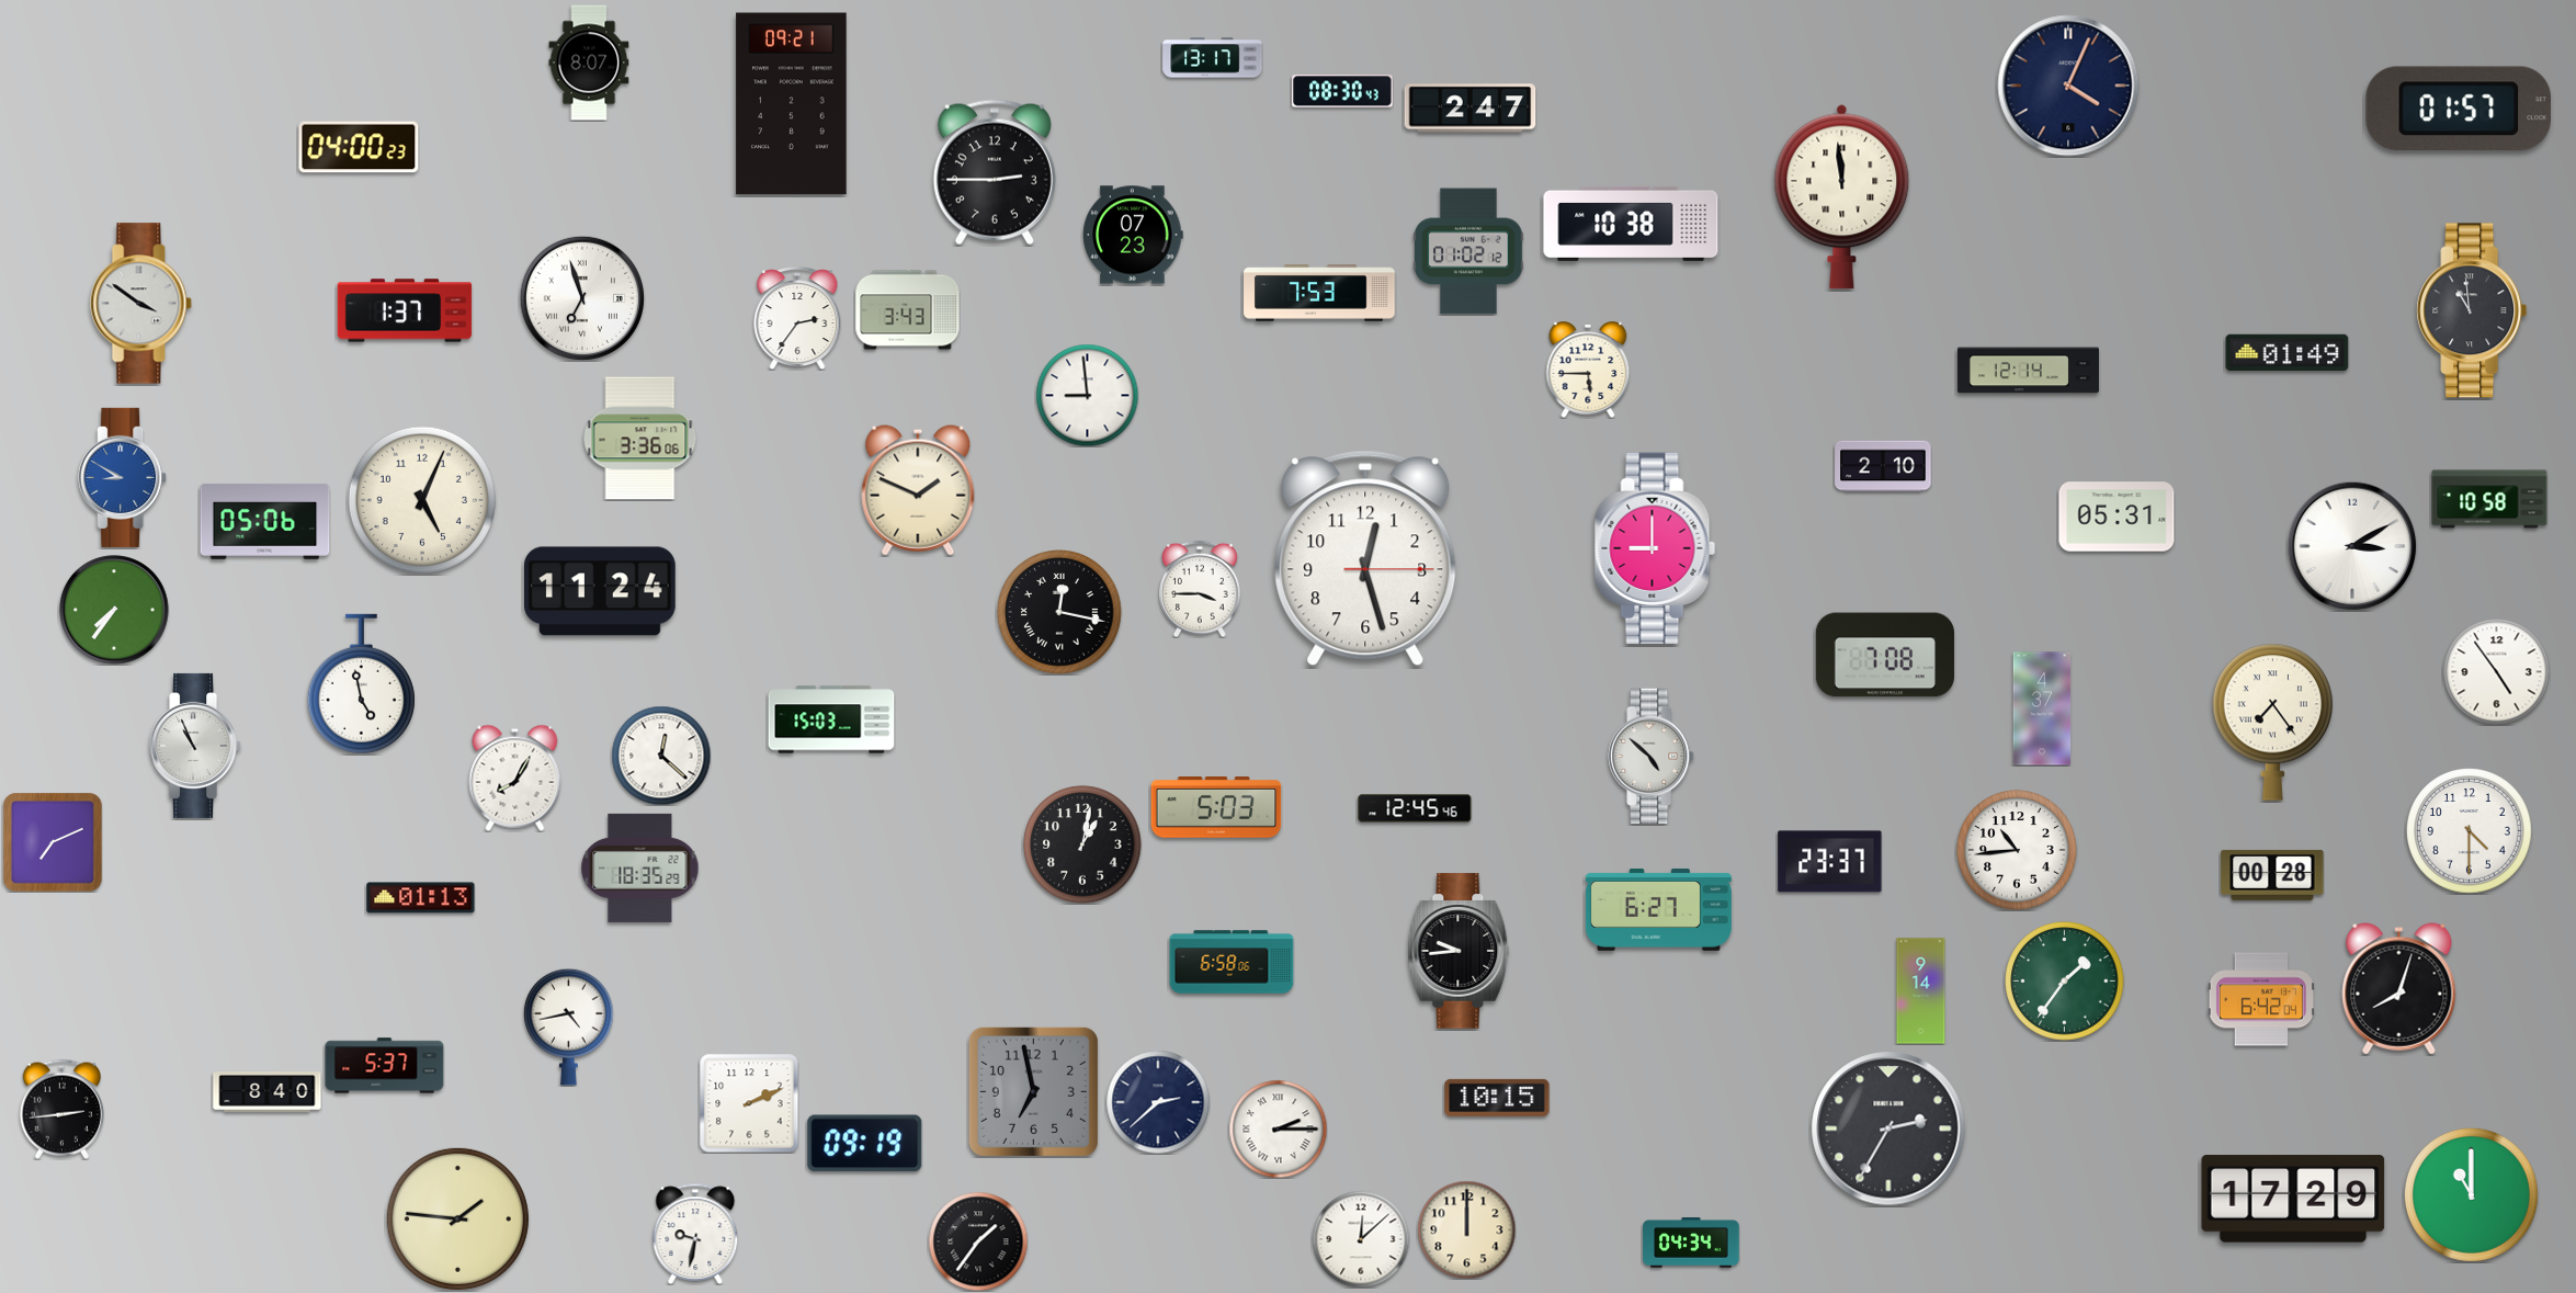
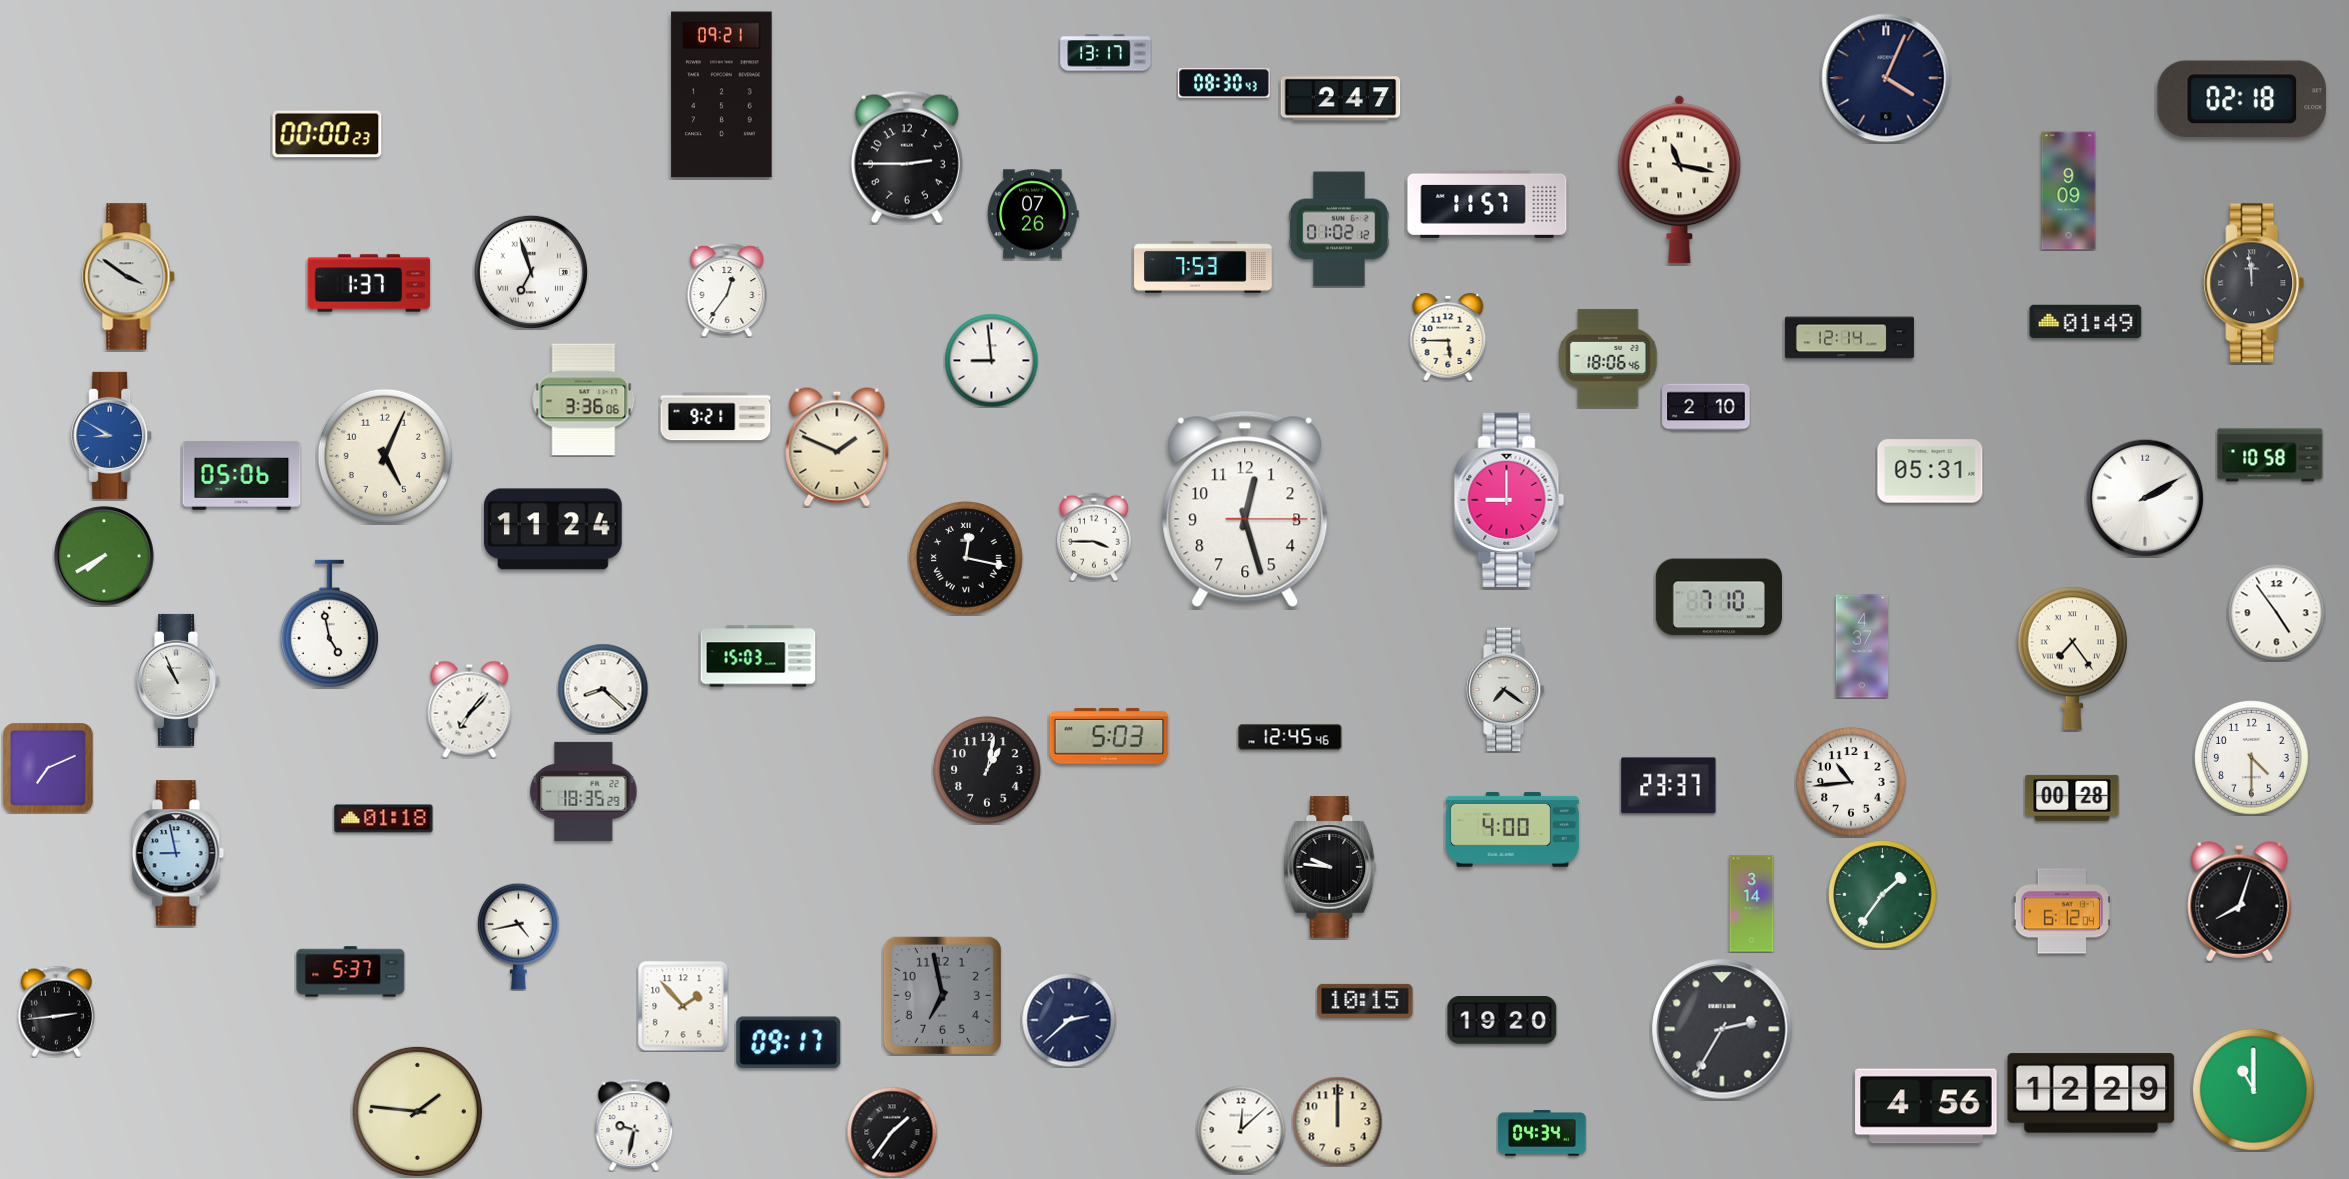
clock at (589, 63): 8:07 -> none
clock at (2458, 109): 01:57 -> 02:18
clock at (359, 147): 04:00 -> 00:00
clock at (1842, 196): 11:59 -> 11:17
clock at (2069, 191): none -> 9:09
clock at (1631, 224): 10:38 -> 11:57
clock at (1133, 235): 07:23 -> 07:26
clock at (908, 310): 3:43 -> none
clock at (2472, 310): 10:59 -> 11:59
clock at (797, 318): 2:36 -> 12:36
clock at (1608, 358): none -> 18:06
clock at (716, 417): none -> 9:21
clock at (1883, 466) position: (1883, 466) -> (1706, 407)
clock at (2352, 546): 3:10 -> 2:10
clock at (601, 591) position: (601, 591) -> (554, 529)
clock at (114, 610): 7:36 -> 7:40
clock at (1884, 655): 7:08 -> 7:10
clock at (661, 756): 12:22 -> 8:22
clock at (1652, 757): 4:52 -> 7:21
clock at (515, 778): 8:05 -> 7:07
clock at (2017, 850) position: (2017, 850) -> (1851, 782)
clock at (421, 898): 01:13 -> 01:18
clock at (1658, 909): 6:27 -> 4:00
clock at (178, 853): none -> 8:58
clock at (1459, 951): 9:44 -> 9:46
clock at (1232, 962): 6:58 -> none
clock at (2399, 989) position: (2399, 989) -> (2240, 902)
clock at (1921, 991): 9:14 -> 3:14
clock at (2261, 999): 6:42 -> 6:12
clock at (268, 1092): 8:40 -> none
clock at (1158, 1102) position: (1158, 1102) -> (1069, 1020)
clock at (749, 1103): 2:11 -> 1:53
clock at (1502, 1021): none -> 19:20
clock at (1278, 1128): 2:15 -> none
clock at (865, 1144): 09:19 -> 09:17
clock at (2293, 1199): 17:29 -> 12:29
clock at (1926, 1106): none -> 4:56
